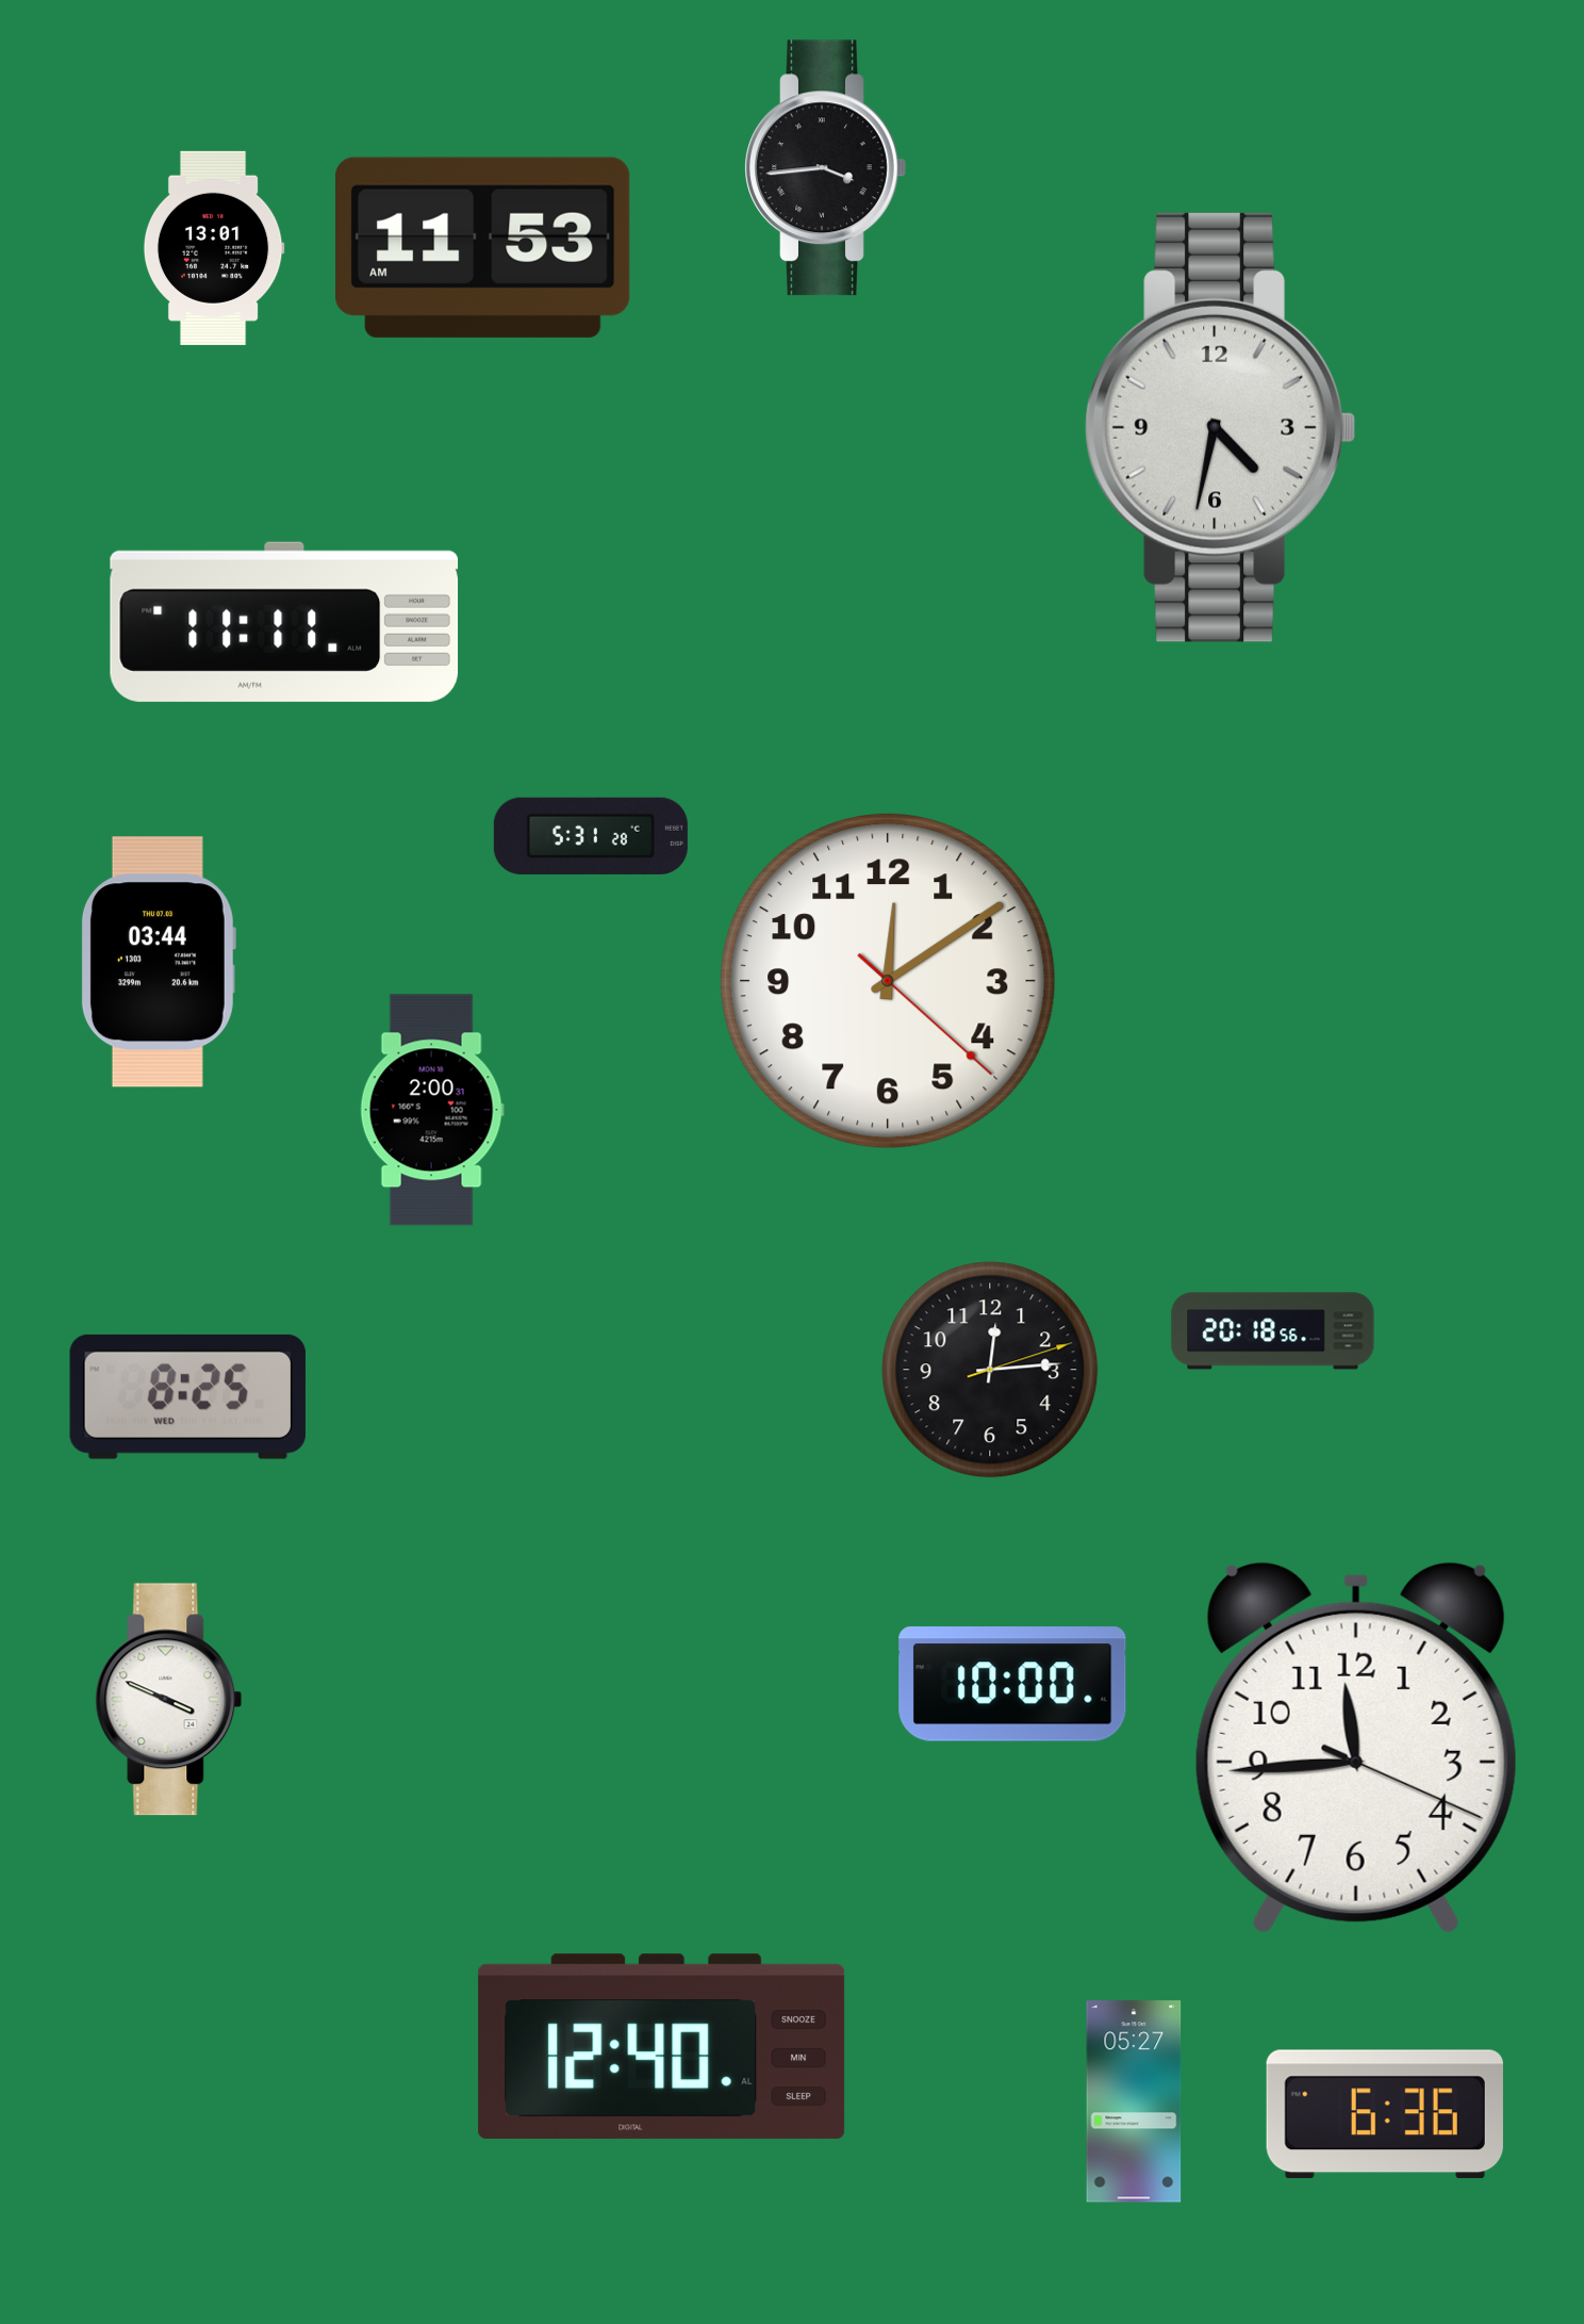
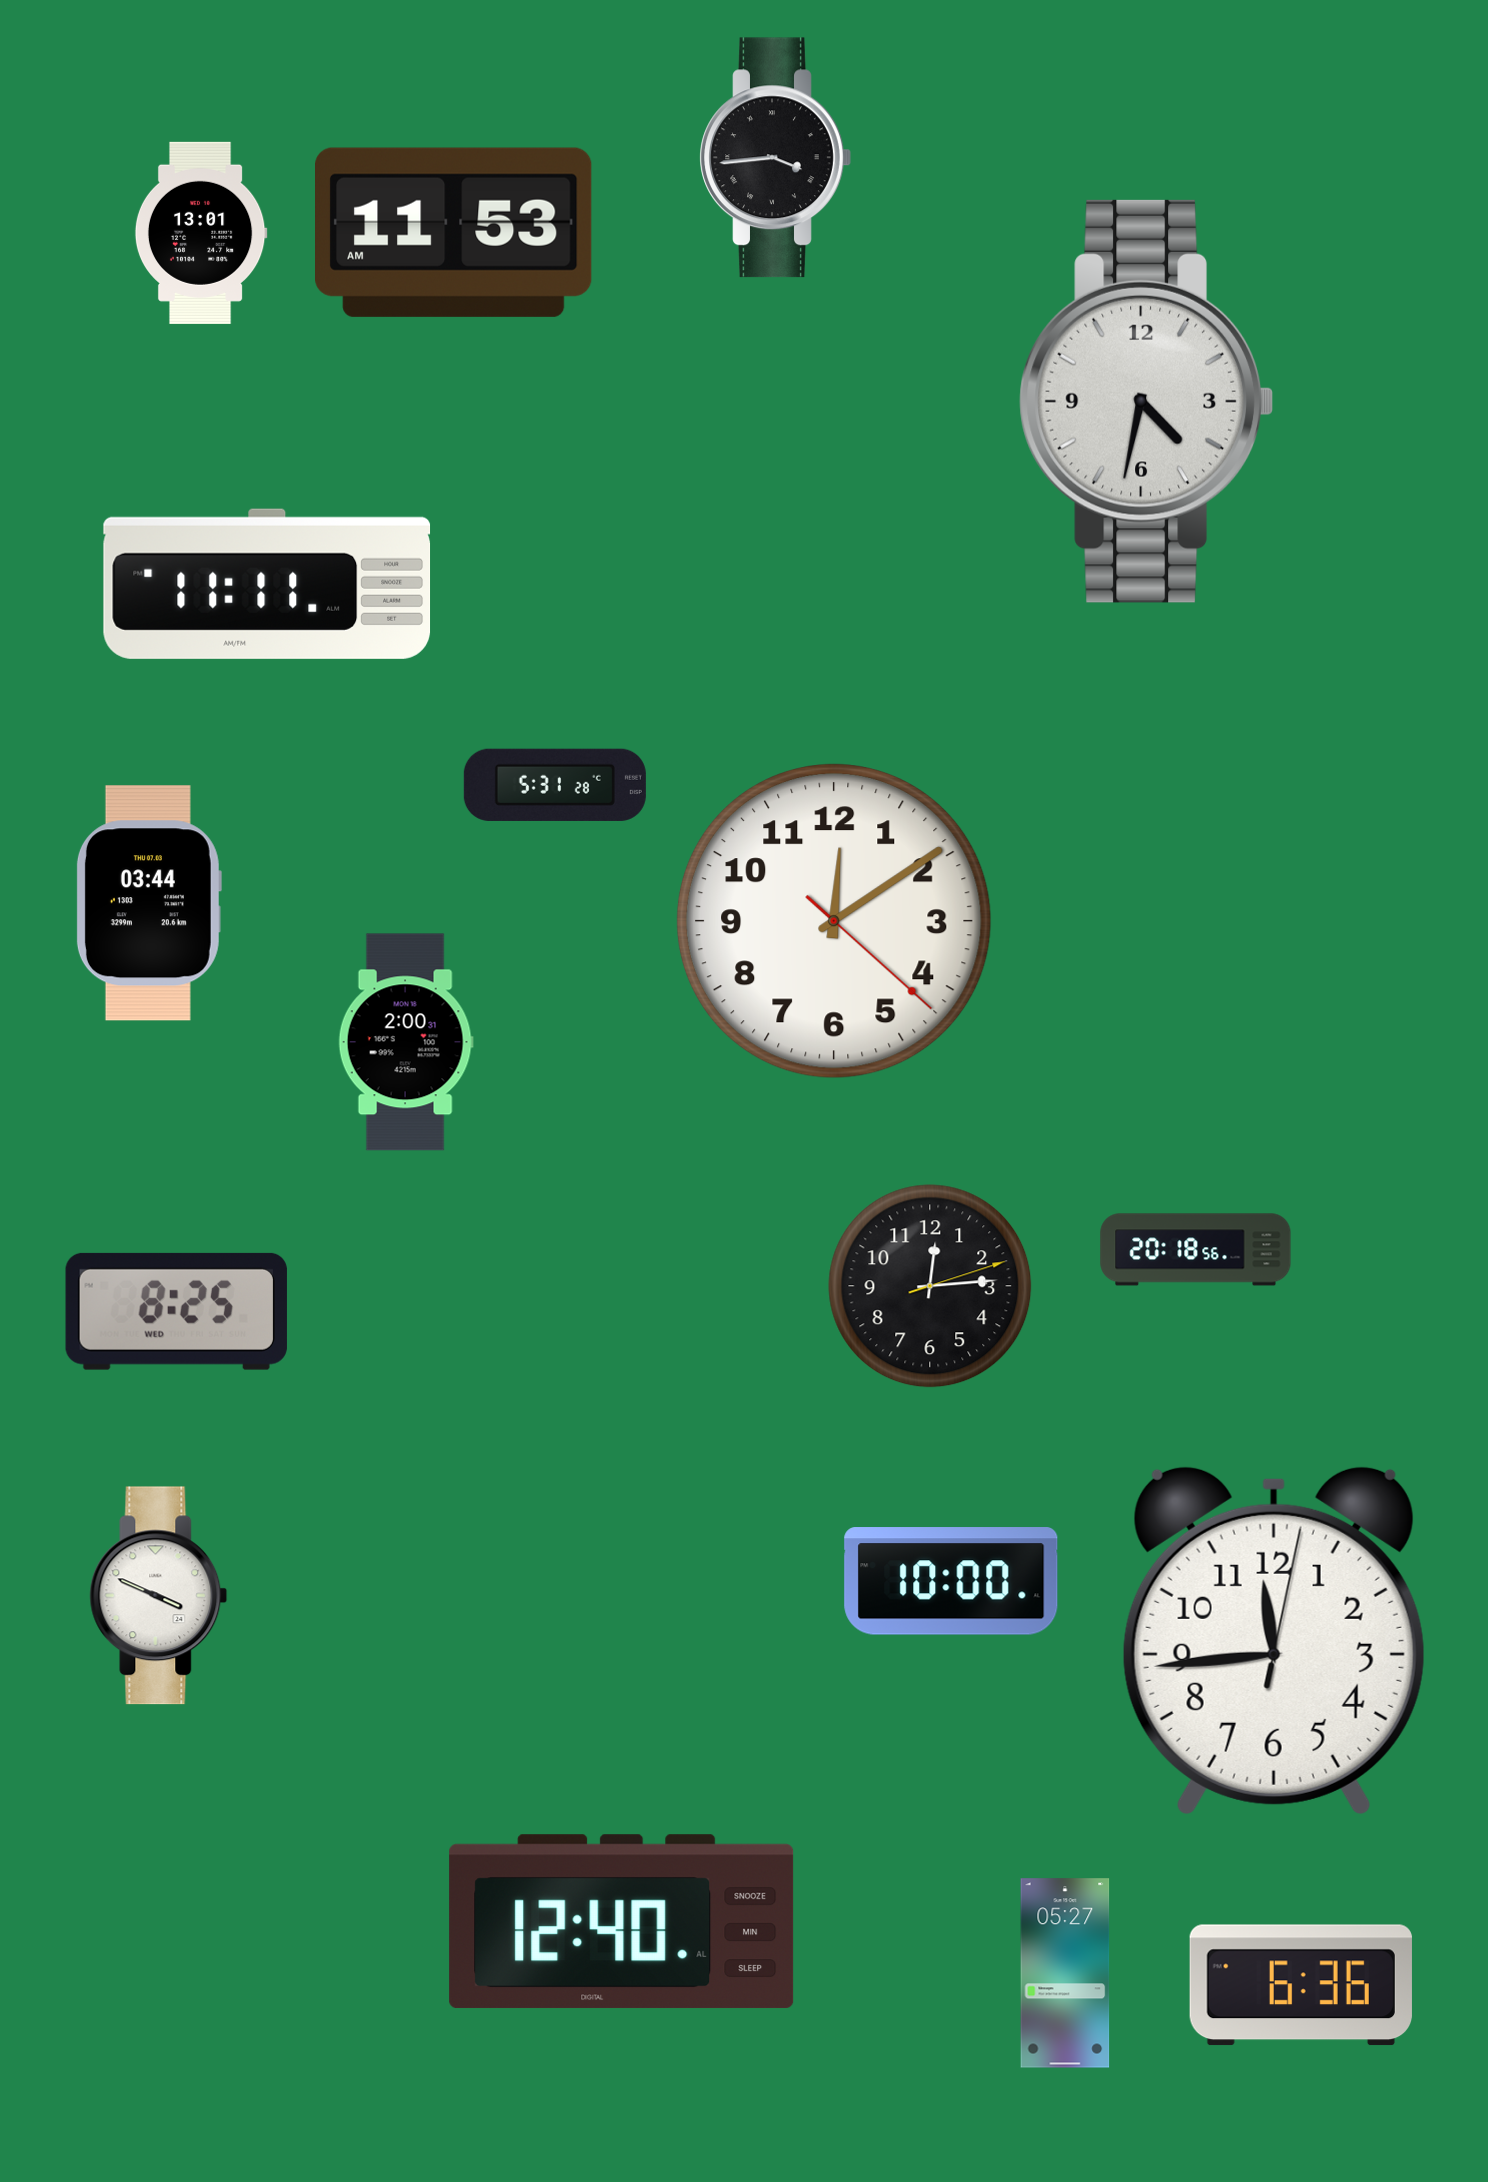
clock at (1356, 1748): 11:44:19 -> 11:44:02
